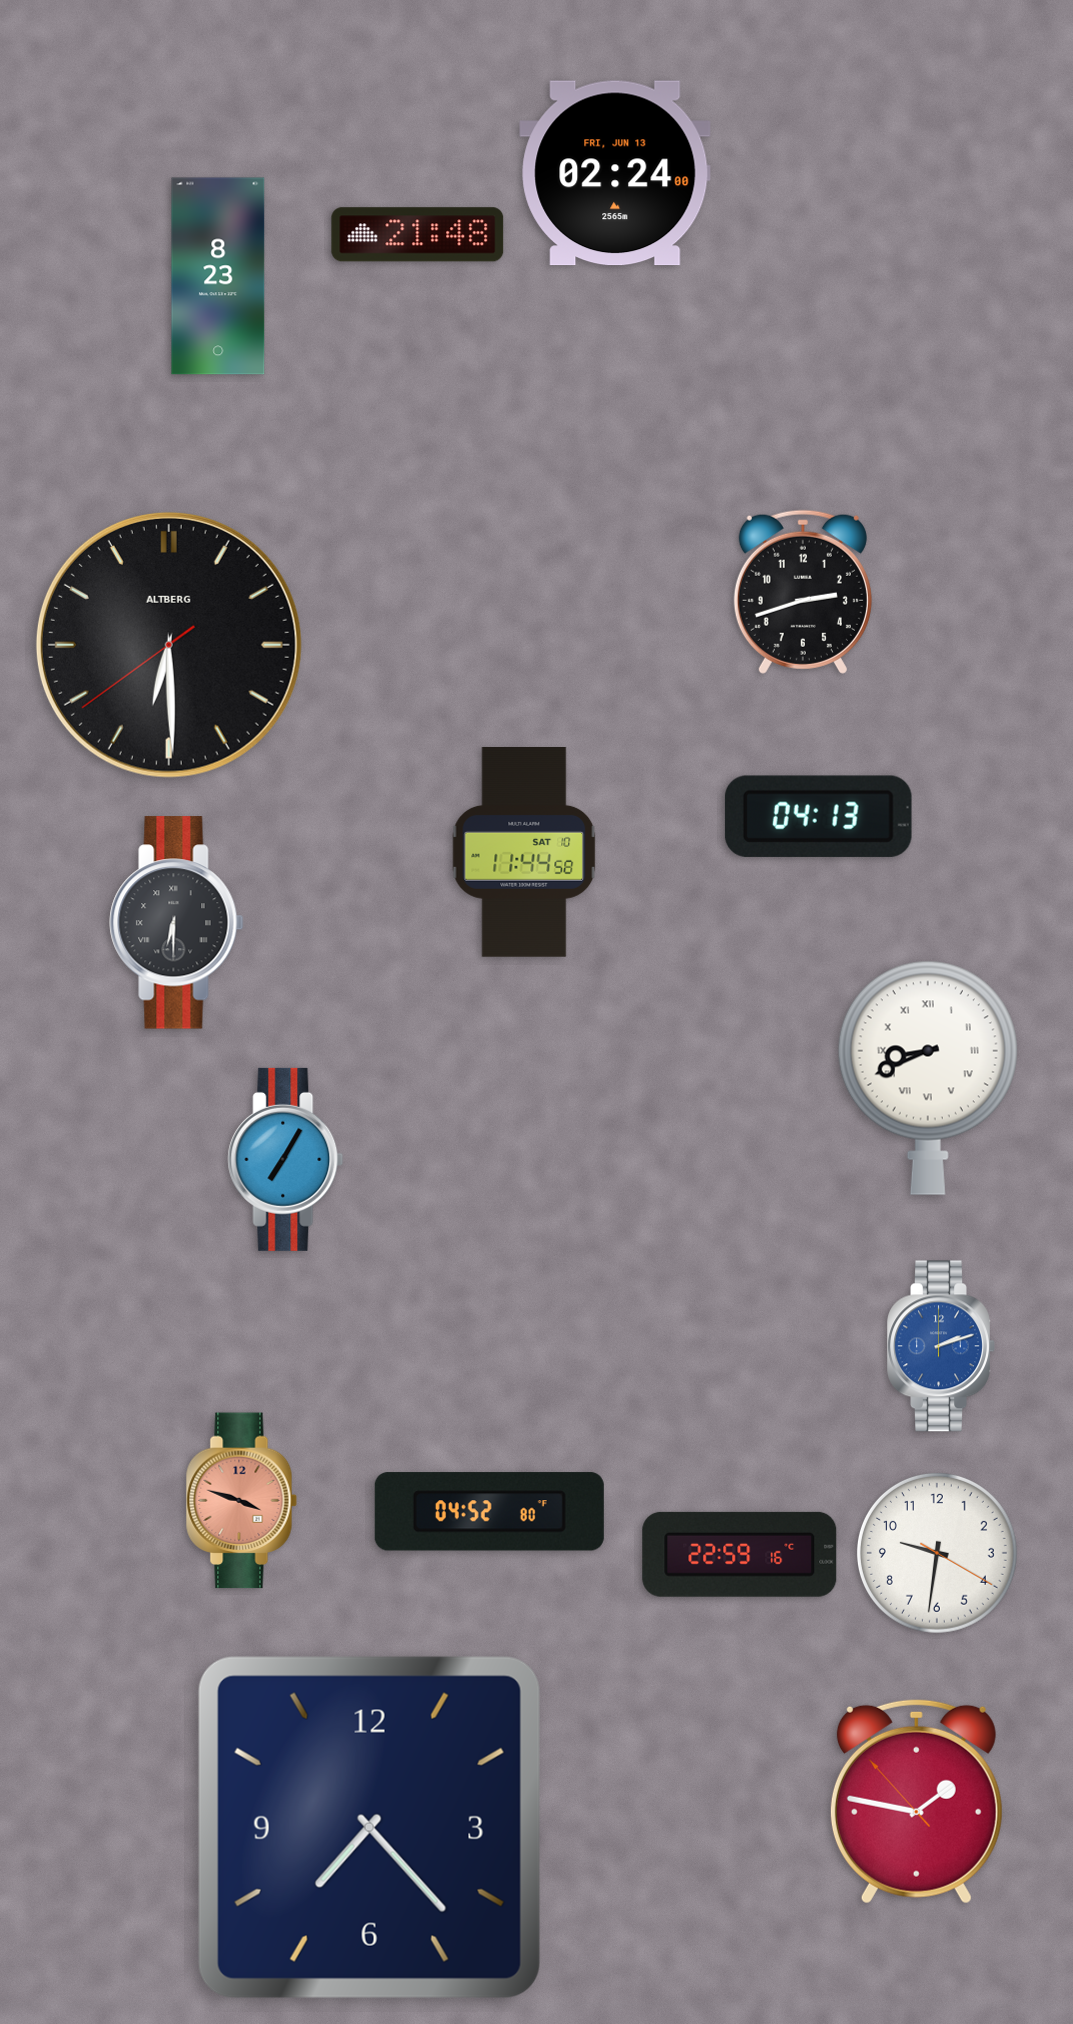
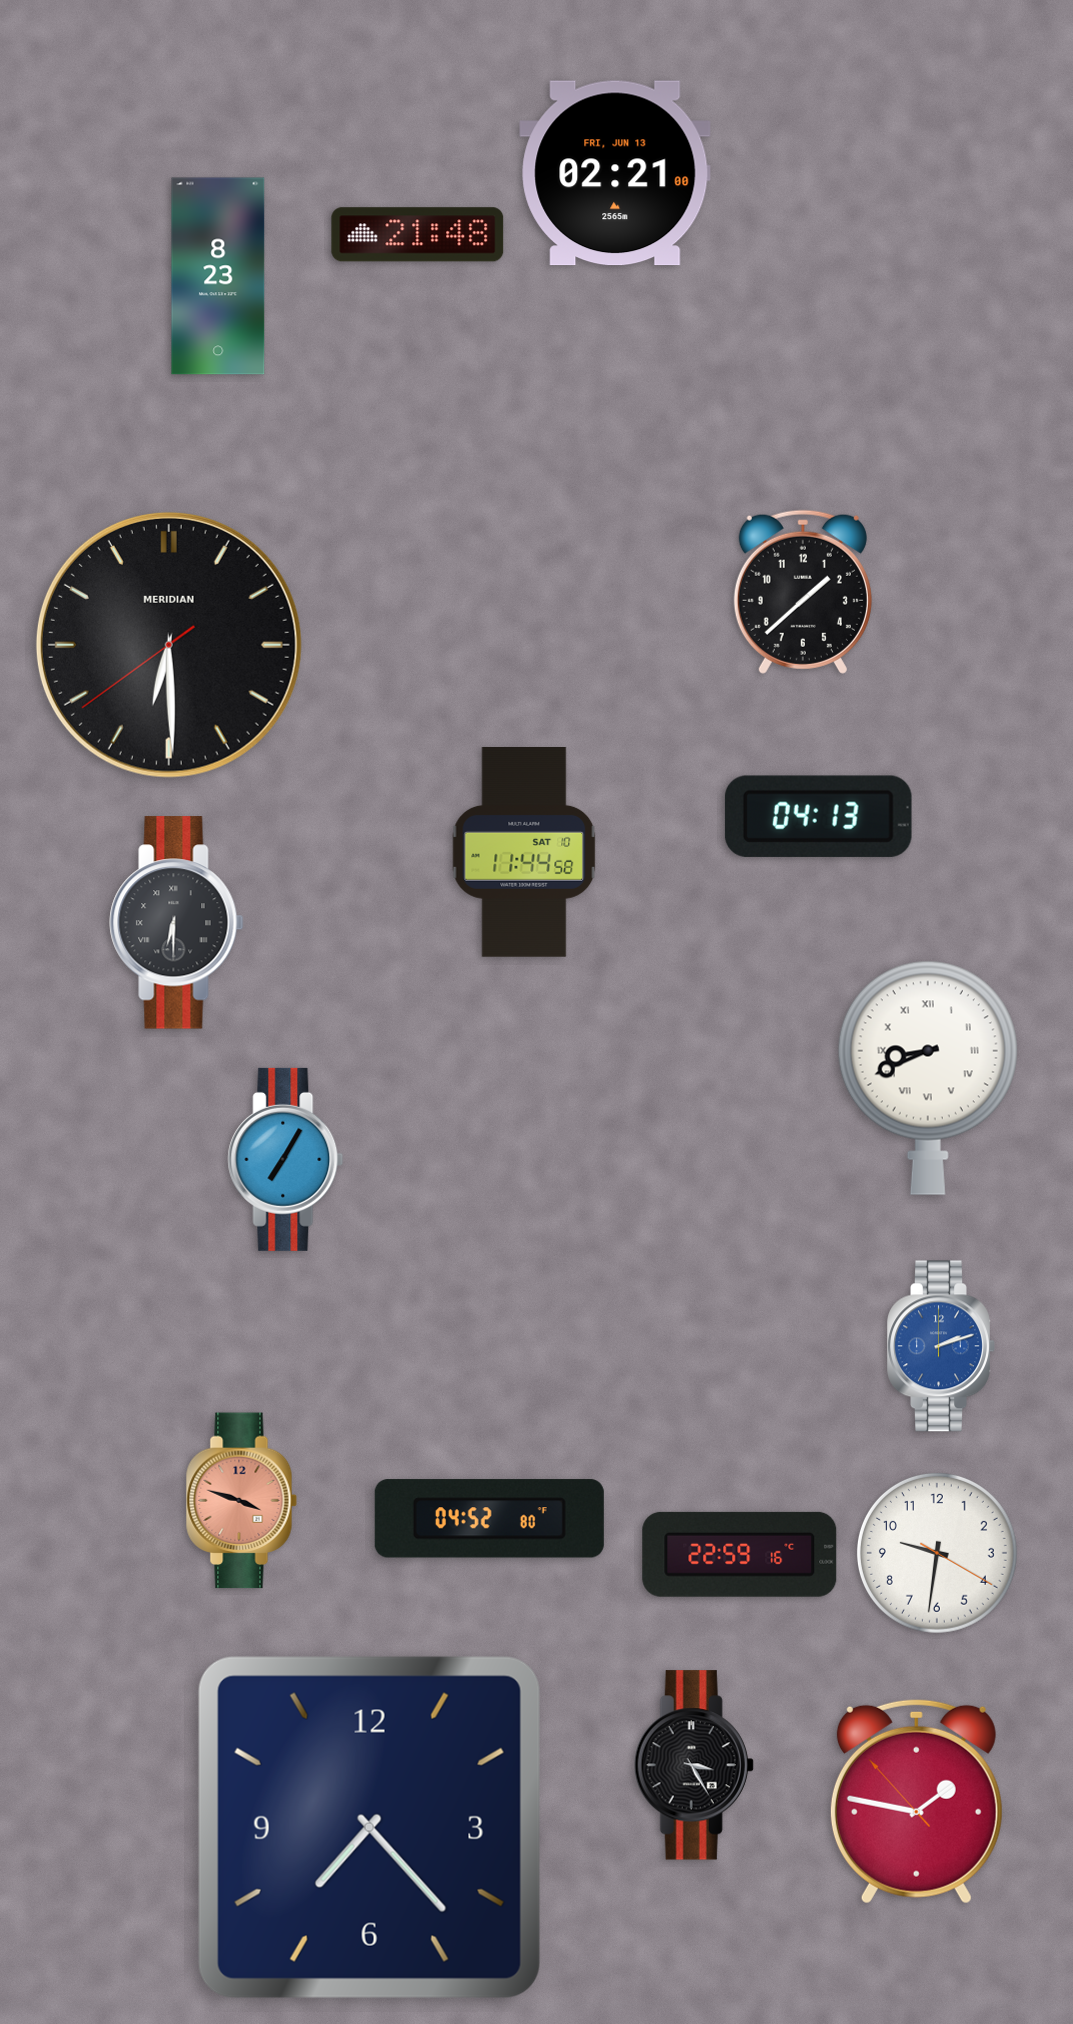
clock at (615, 173): 02:24 -> 02:21
clock at (803, 592): 2:42 -> 1:38
clock at (169, 645) brand: ALTBERG -> MERIDIAN
clock at (489, 1512) position: (489, 1512) -> (489, 1519)
clock at (694, 1765): none -> 3:25
